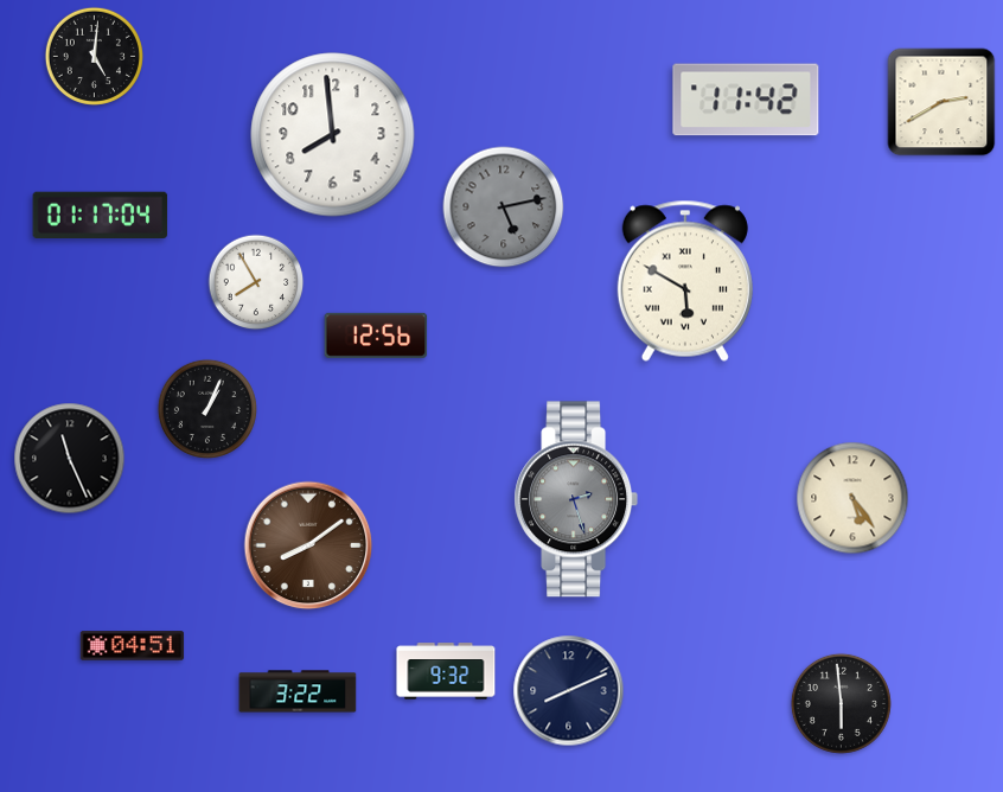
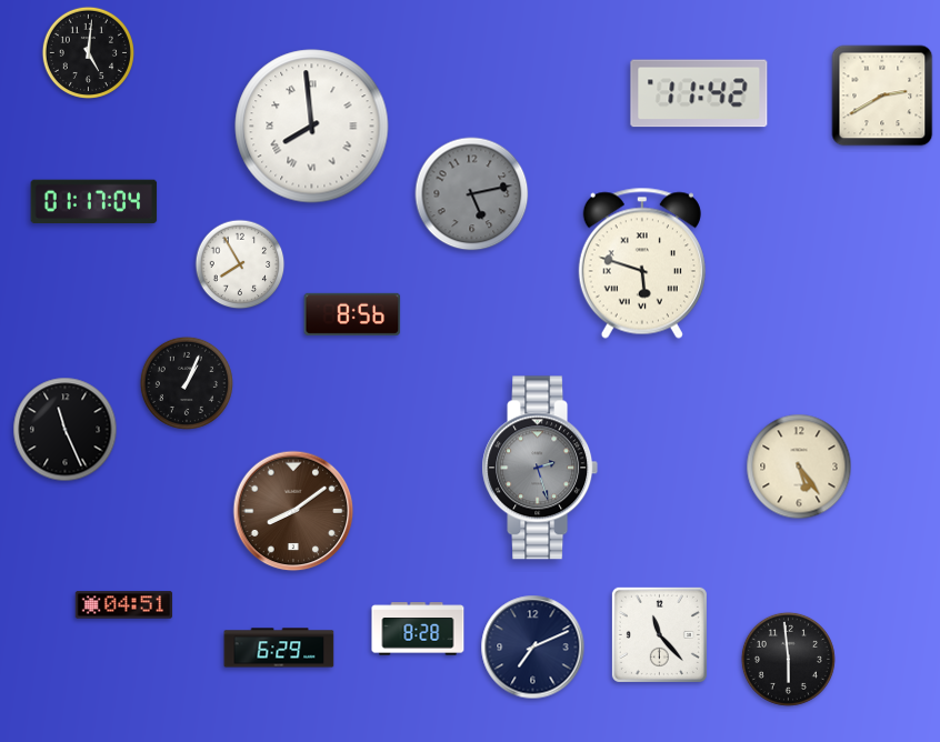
clock at (333, 135) numerals: Arabic -> Roman
clock at (685, 281): 5:50 -> 5:48
clock at (376, 336): 12:56 -> 8:56
clock at (207, 409) position: (207, 409) -> (187, 383)
clock at (308, 545) position: (308, 545) -> (293, 511)
clock at (446, 671): 9:32 -> 8:28
clock at (659, 634): none -> 11:23
clock at (298, 691): 3:22 -> 6:29
clock at (569, 691): 8:11 -> 7:11
